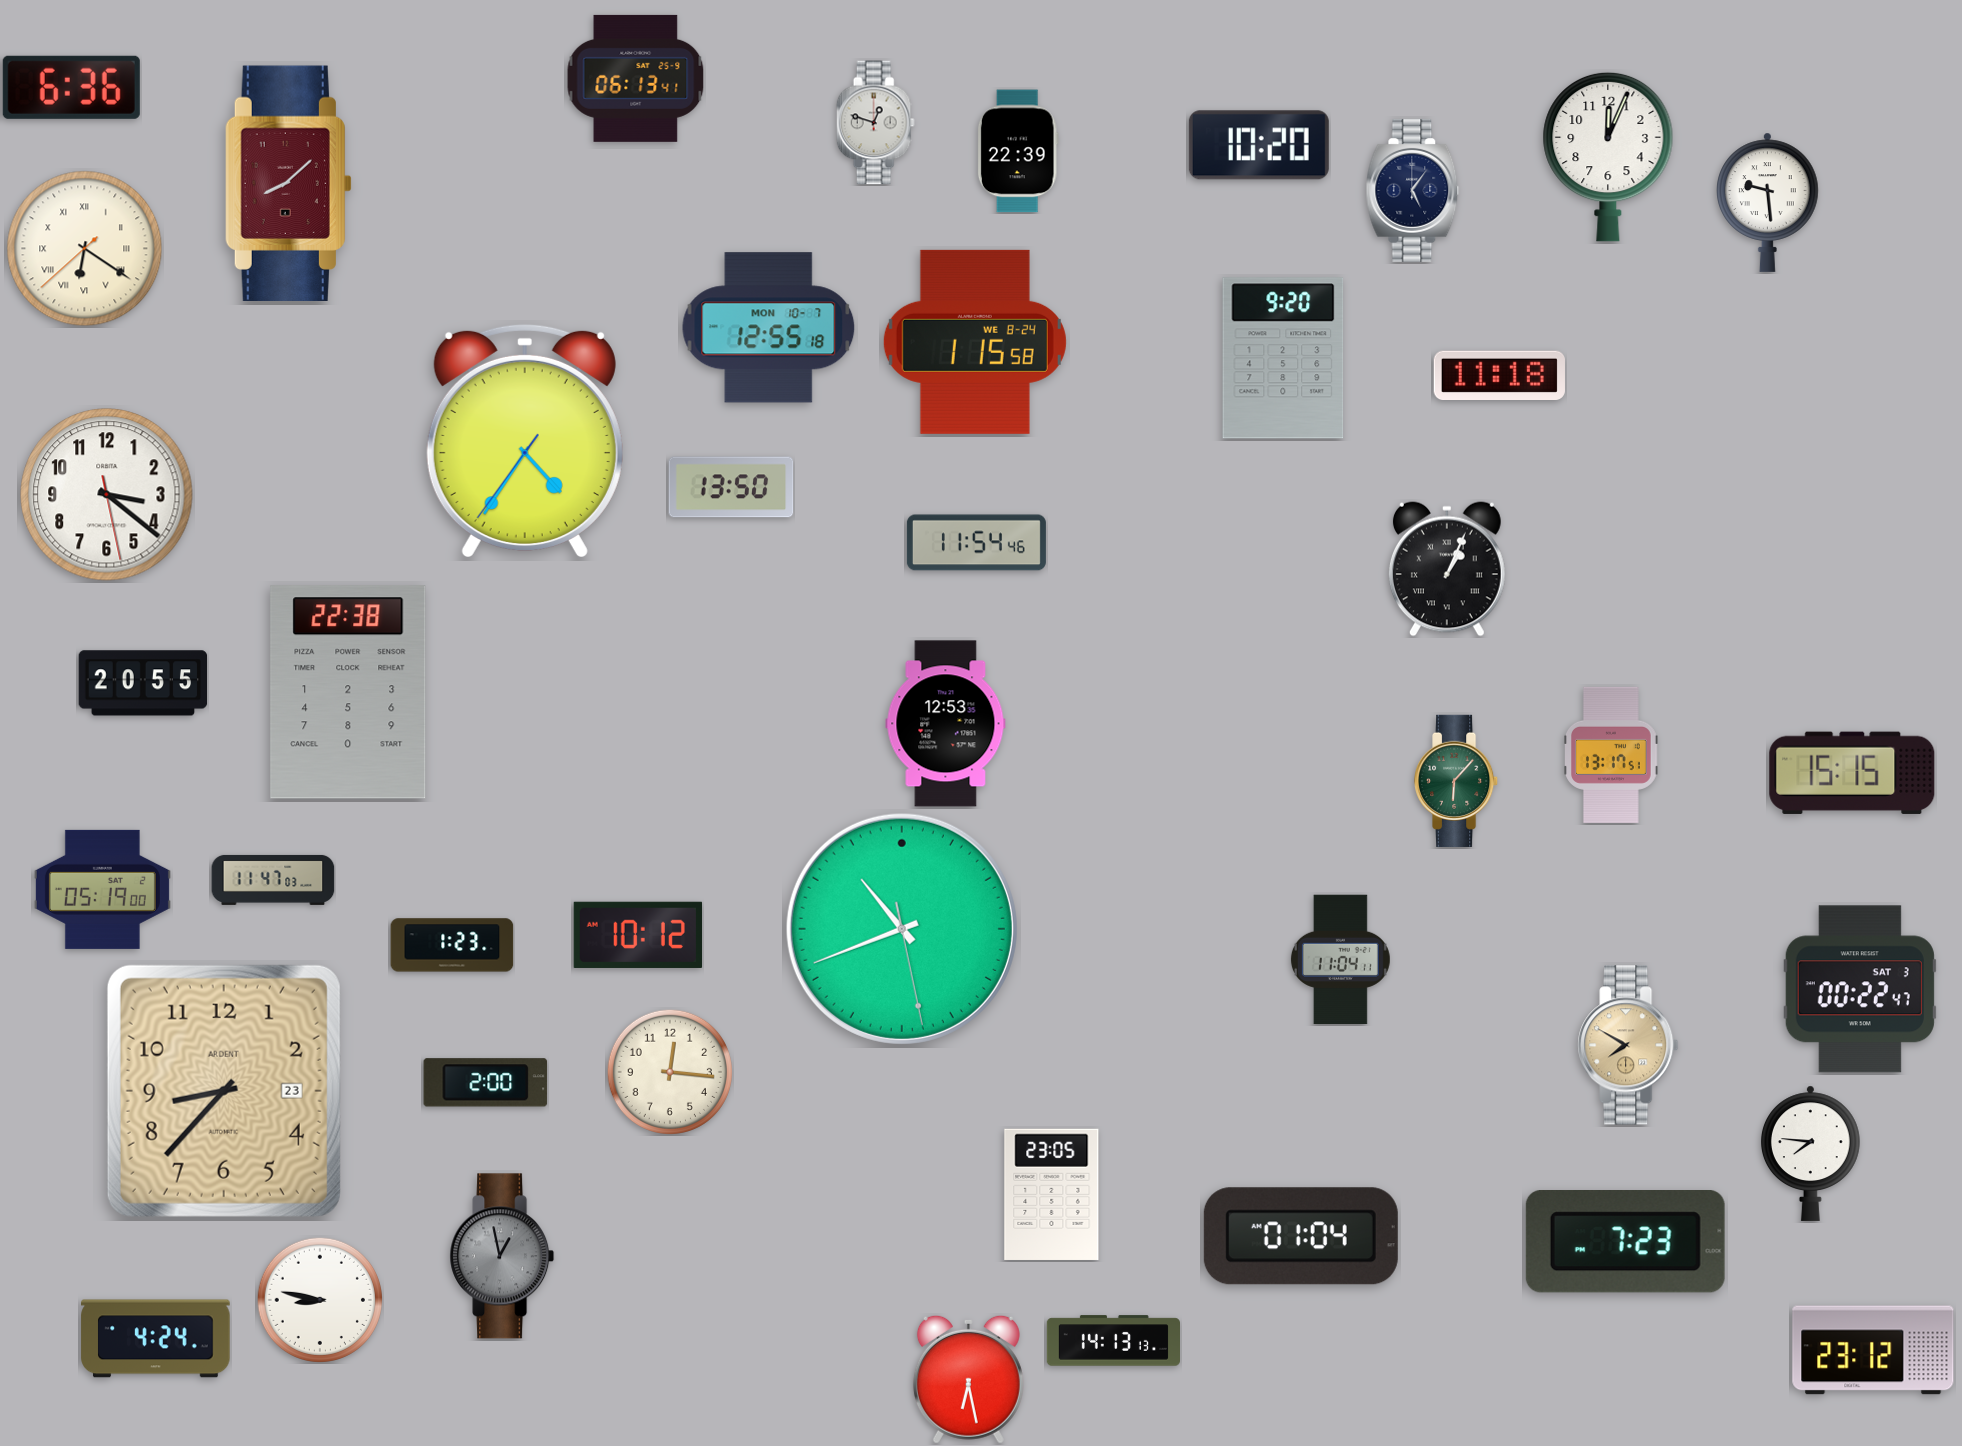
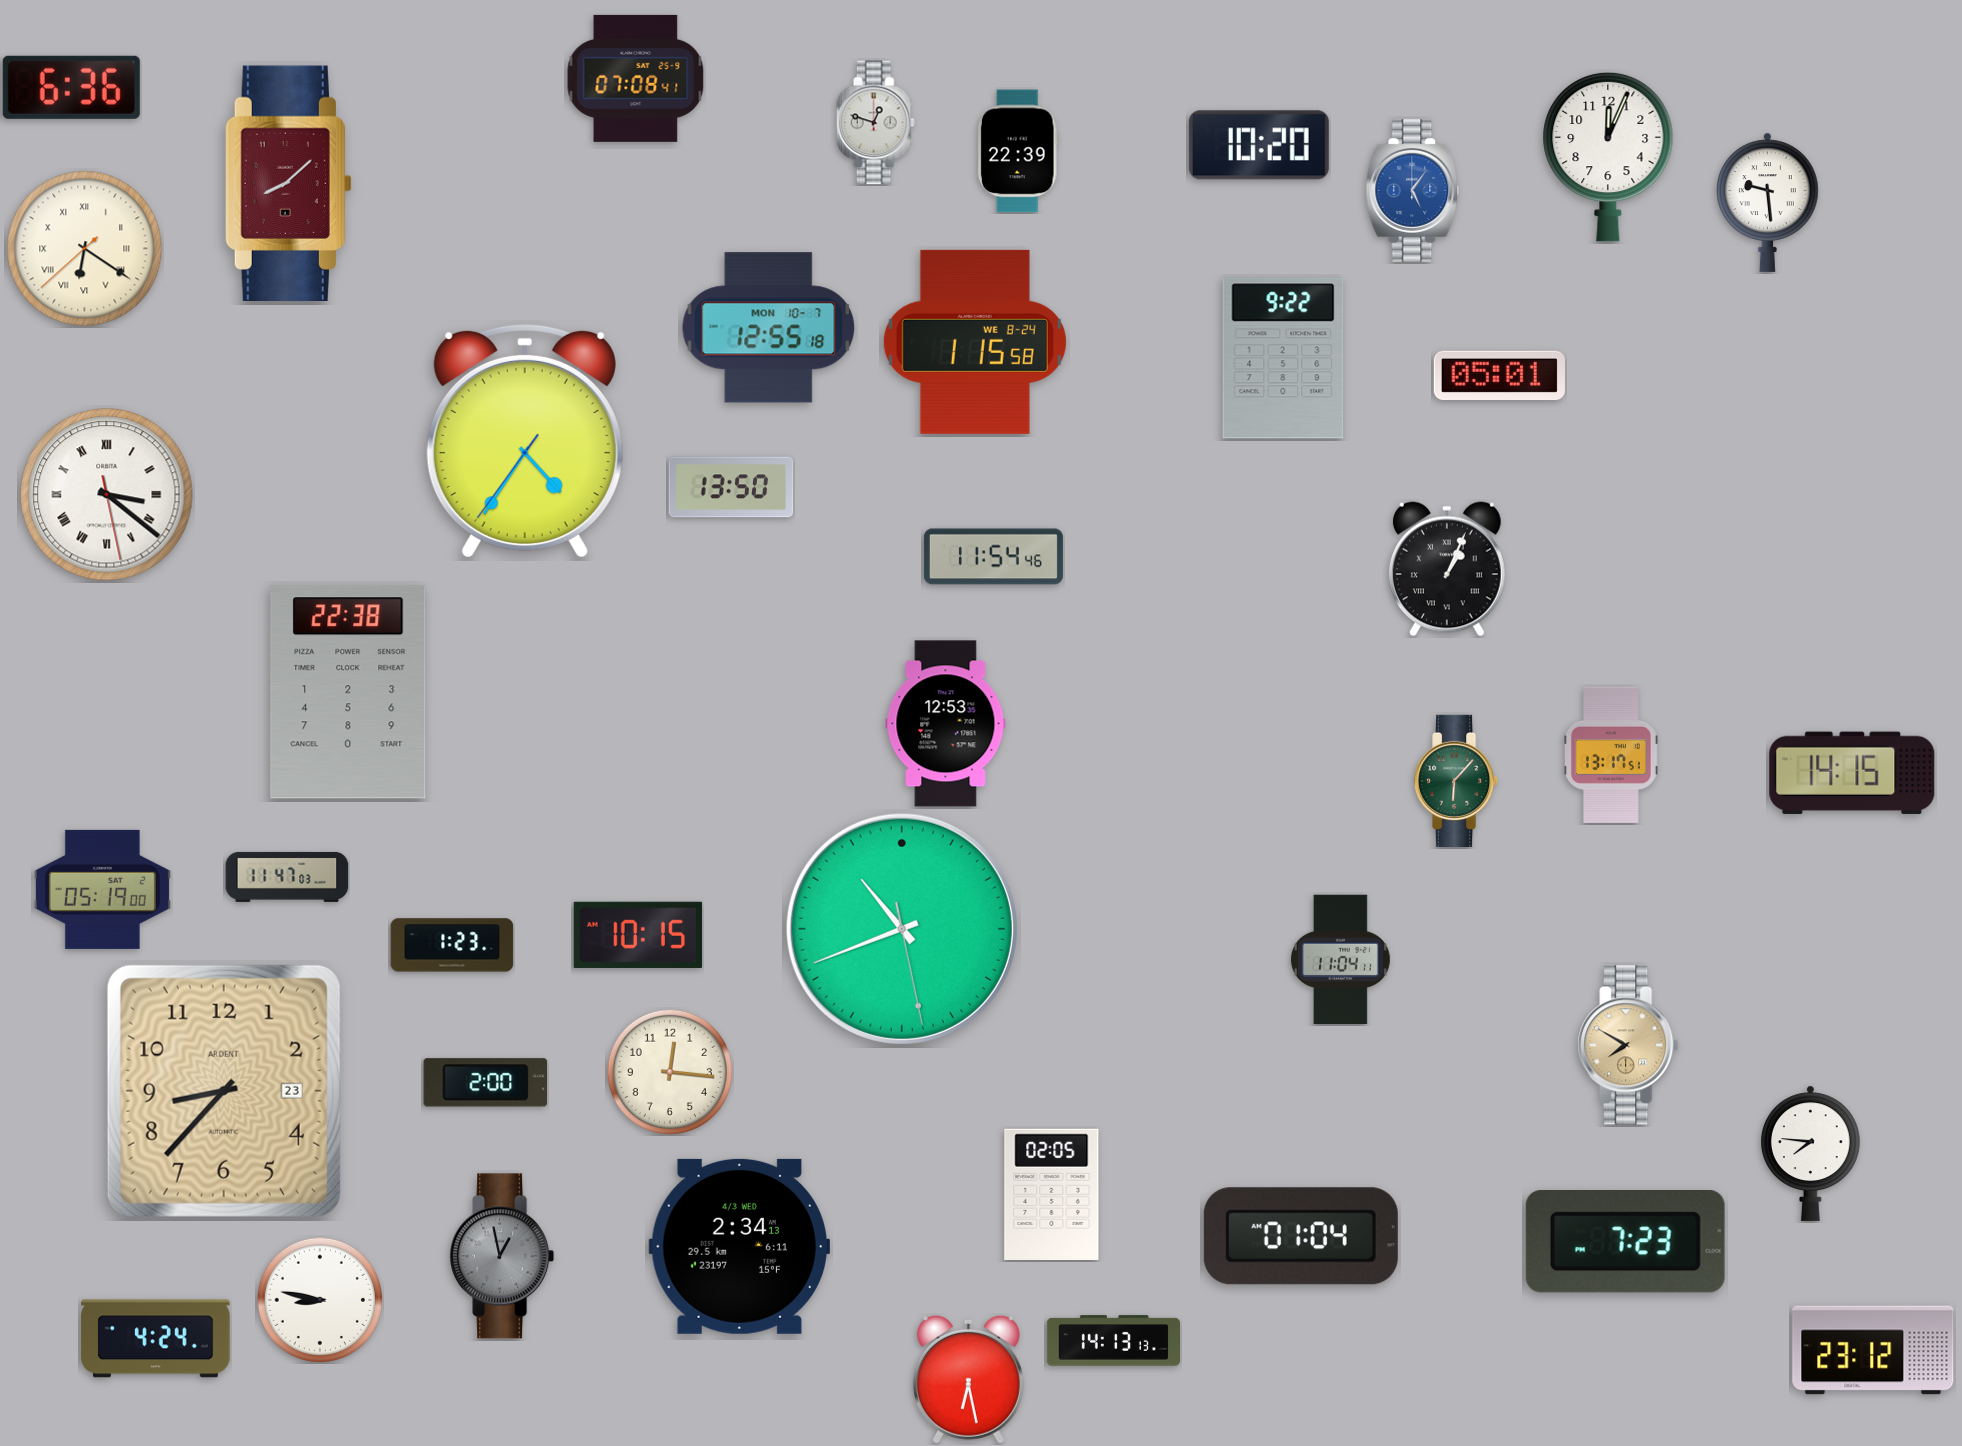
clock at (636, 78): 06:13 -> 07:08
clock at (1413, 190) dial: navy -> blue
clock at (1283, 358): 9:20 -> 9:22
clock at (1499, 376): 11:18 -> 05:01
clock at (107, 495) numerals: Arabic -> Roman
clock at (976, 543) position: (976, 543) -> (993, 557)
clock at (143, 683): 20:55 -> none
clock at (1852, 773): 15:15 -> 14:15
clock at (273, 880) position: (273, 880) -> (287, 877)
clock at (638, 935): 10:12 -> 10:15
clock at (1860, 989): 00:22 -> none
clock at (1052, 1194): 23:05 -> 02:05
clock at (739, 1246): none -> 2:34
